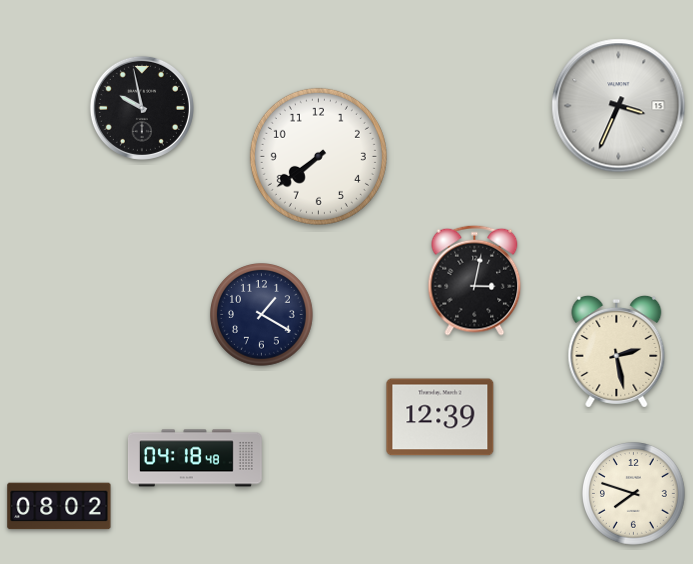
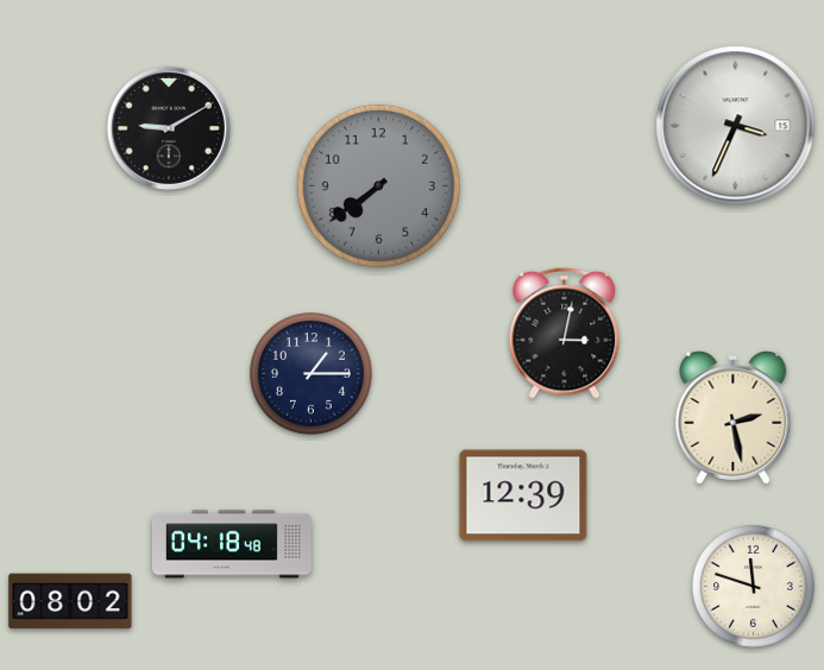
clock at (142, 108): 9:58 -> 9:10
clock at (318, 156) dial: white -> grey
clock at (262, 315): 1:20 -> 1:15
clock at (634, 494): 7:48 -> 11:48
